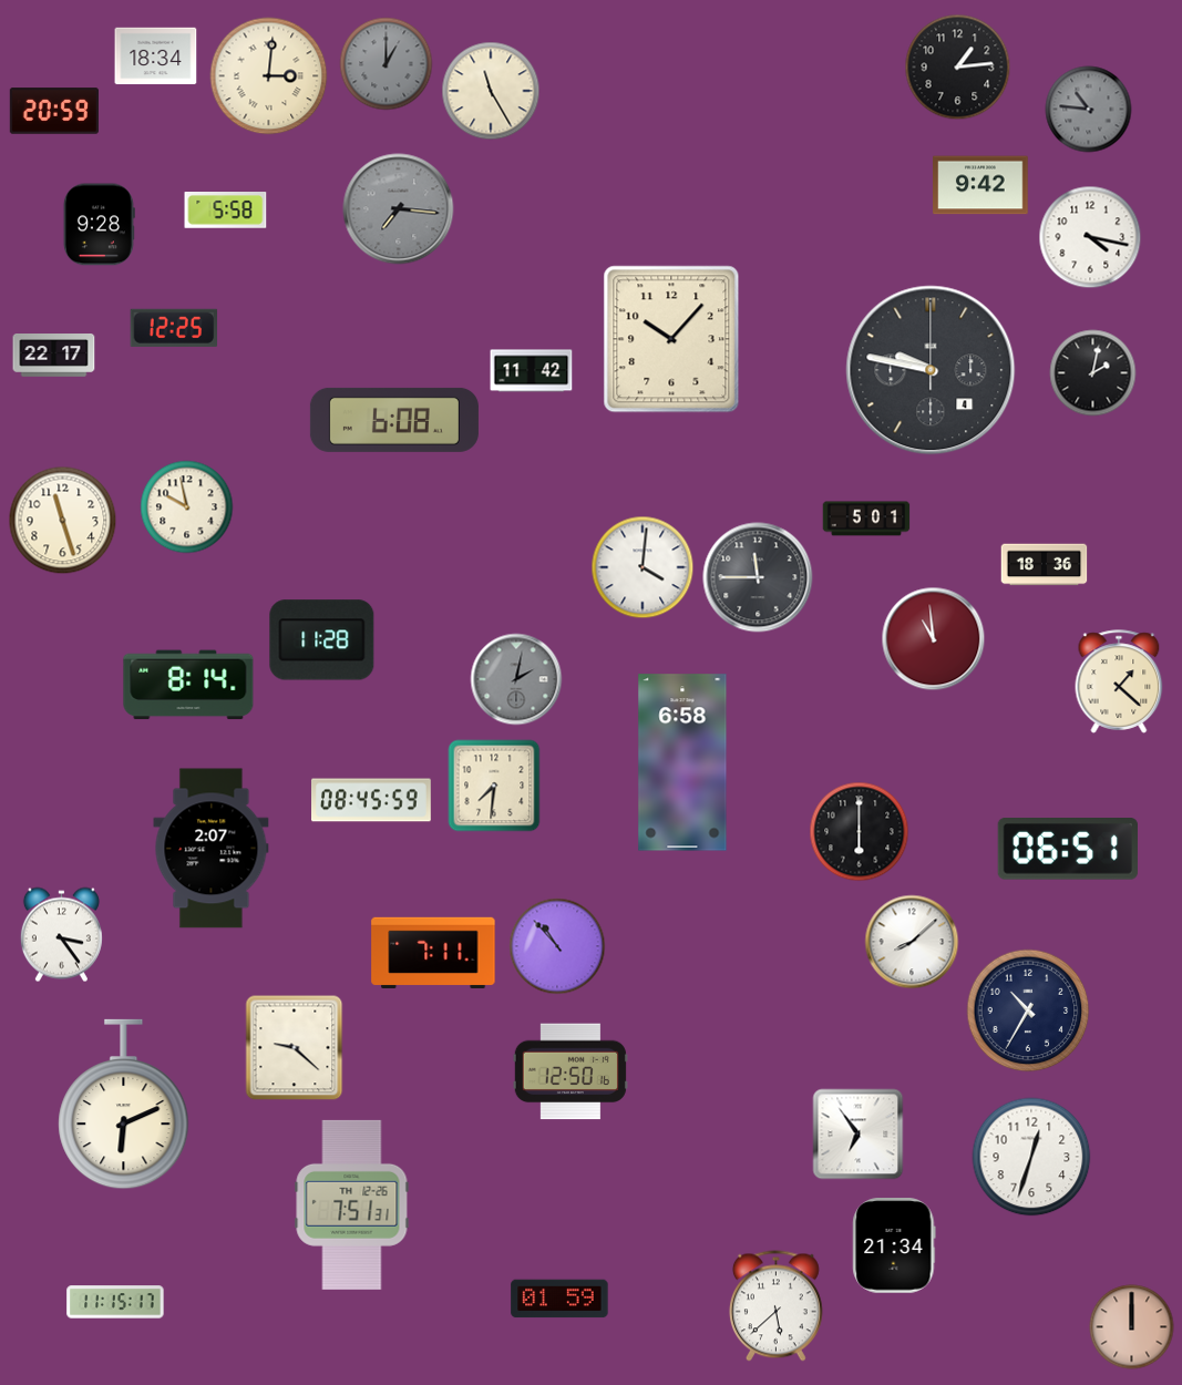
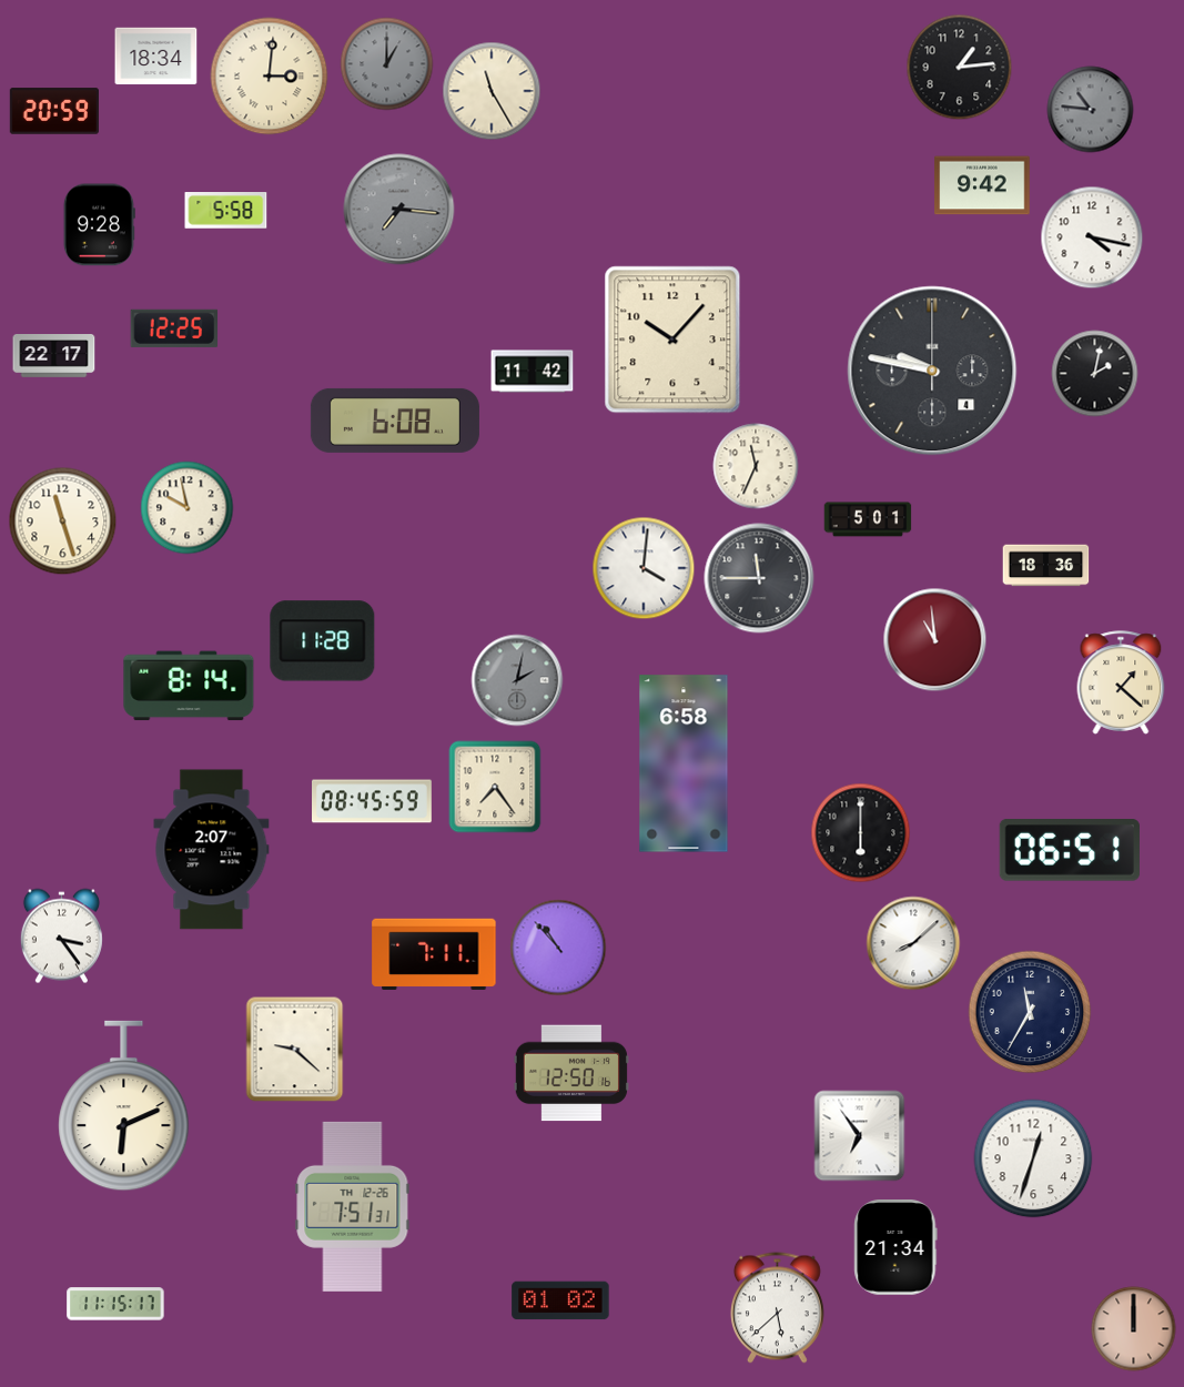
clock at (756, 466): none -> 11:34
clock at (494, 786): 7:31 -> 7:24
clock at (1028, 1010): 10:35 -> 11:35
clock at (559, 1299): 01:59 -> 01:02
